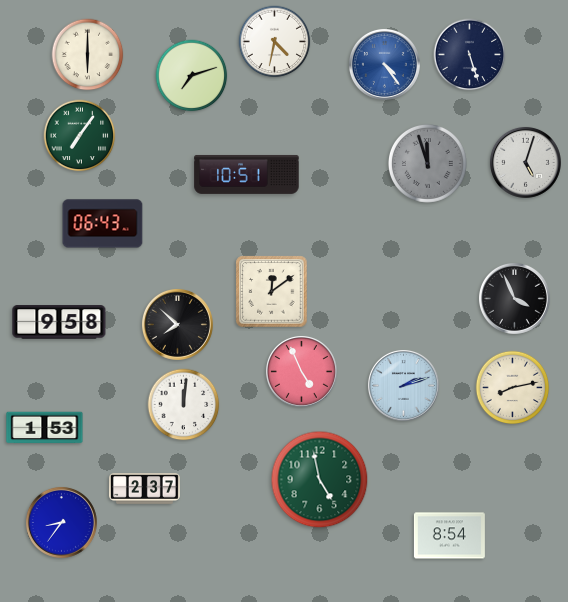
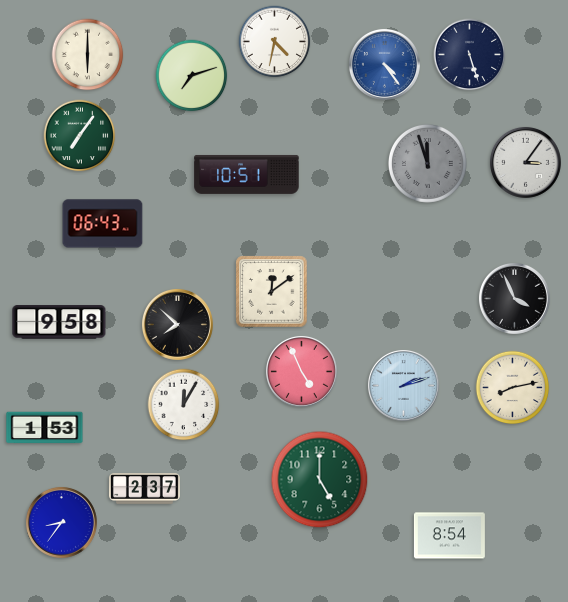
clock at (525, 162): 5:03 -> 3:06
clock at (184, 405): 12:01 -> 12:05
clock at (320, 480): 4:58 -> 5:00
